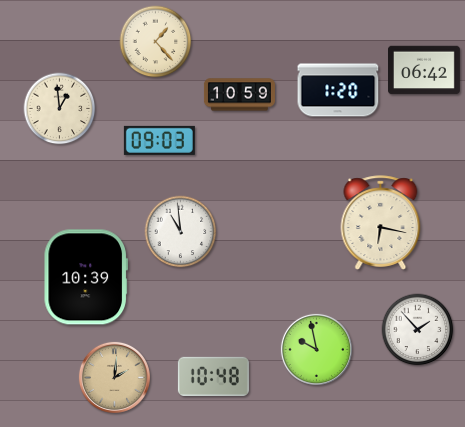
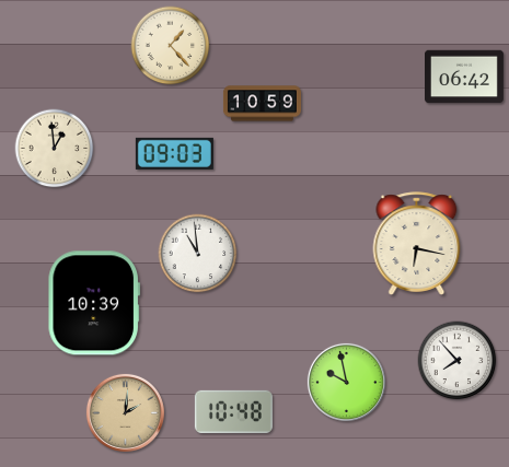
clock at (338, 90): 1:20 -> none
clock at (60, 109) position: (60, 109) -> (55, 149)
clock at (418, 330): 1:53 -> 7:53
